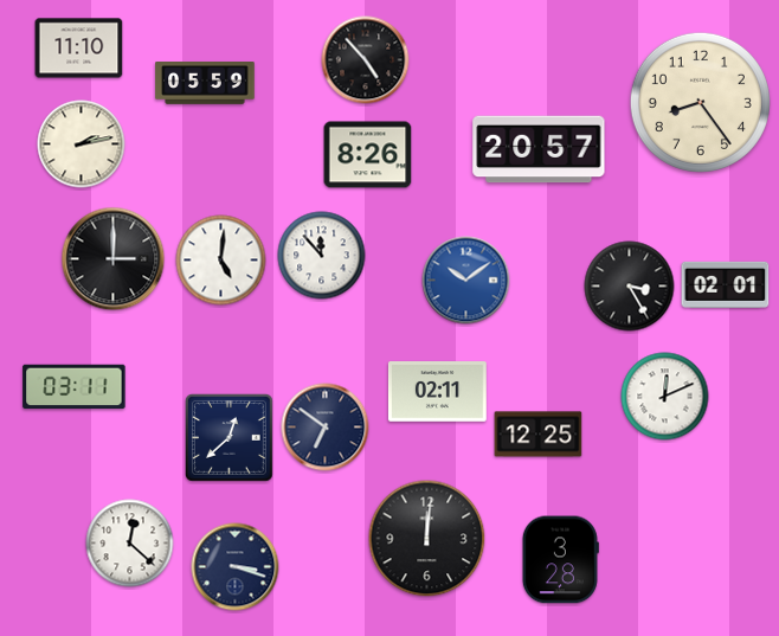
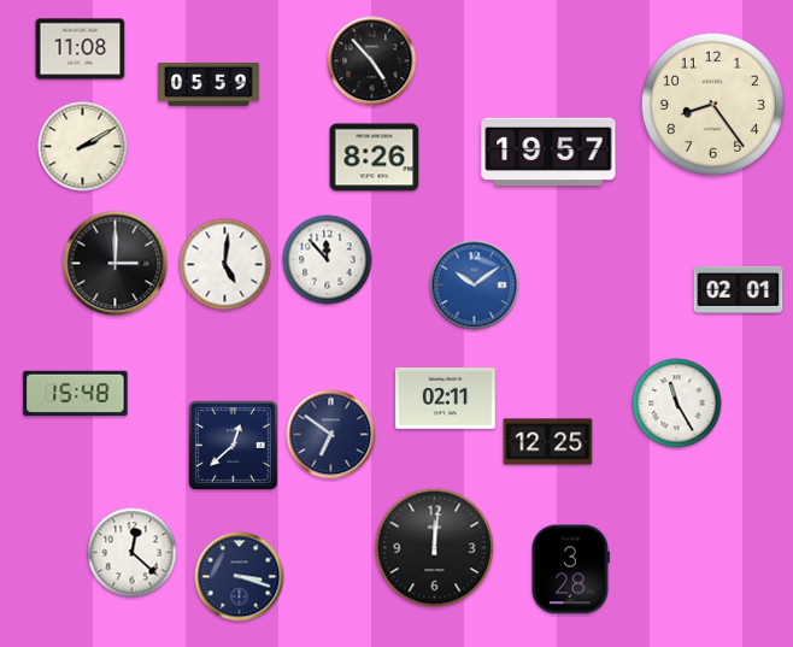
clock at (79, 49): 11:10 -> 11:08
clock at (82, 144): 2:13 -> 2:10
clock at (539, 149): 20:57 -> 19:57
clock at (630, 287): 3:25 -> none
clock at (75, 387): 03:11 -> 15:48
clock at (665, 397): 12:11 -> 11:25
